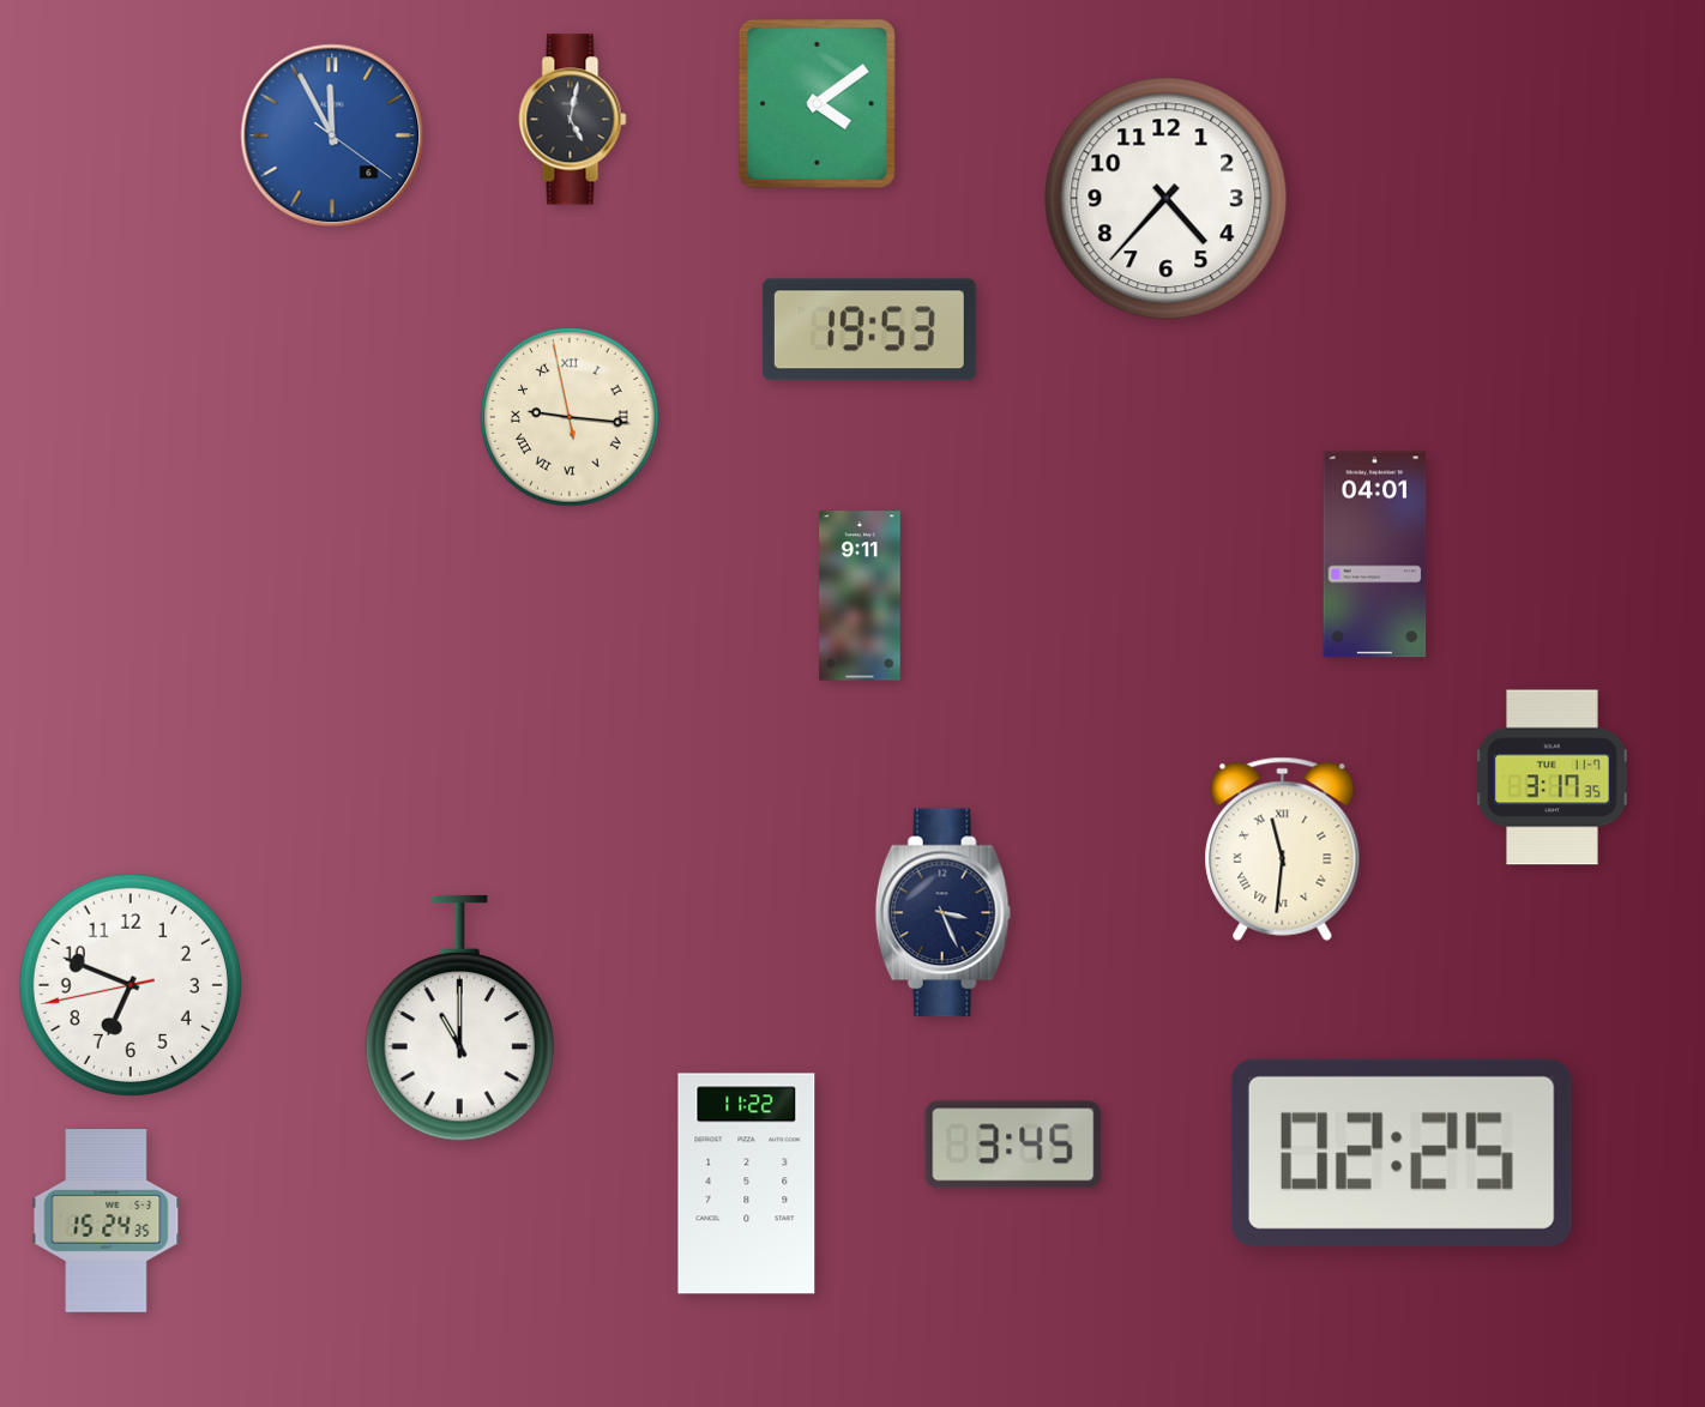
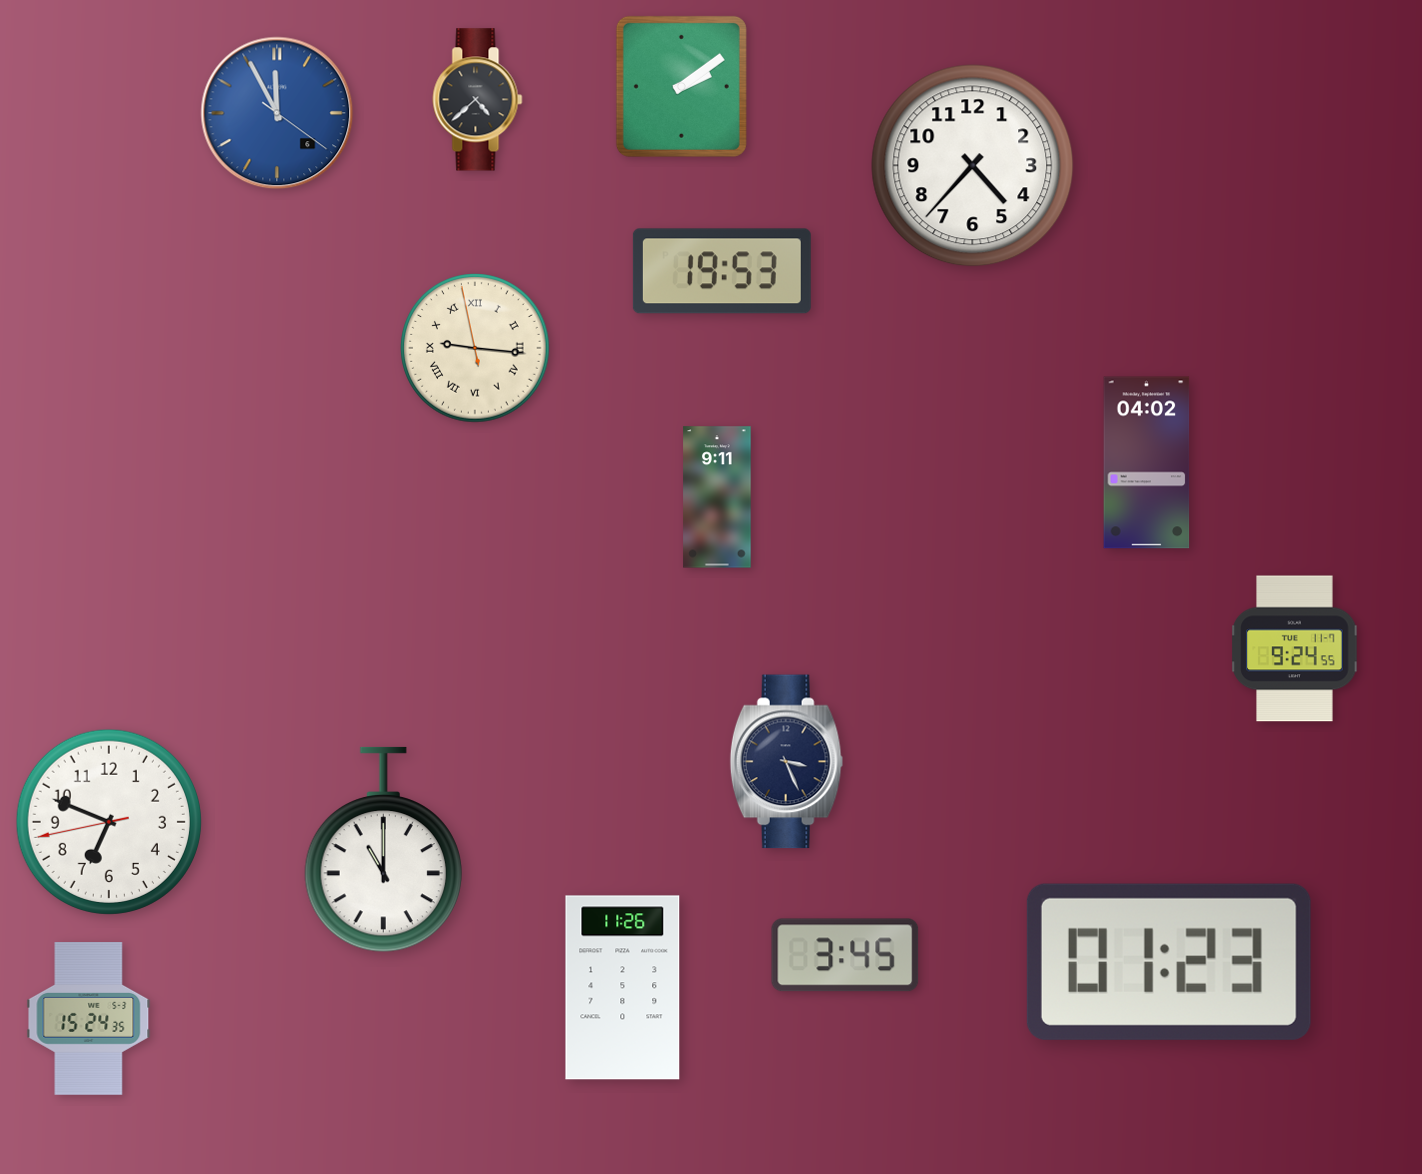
clock at (817, 103): 4:09 -> 2:09
clock at (573, 120): 5:02 -> 4:38
clock at (869, 330) position: (869, 330) -> (722, 271)
clock at (1375, 555): 04:01 -> 04:02
clock at (1553, 778): 3:17 -> 9:24
clock at (1283, 849): 11:31 -> none
clock at (1402, 1153): 02:25 -> 01:23
clock at (747, 1184): 11:22 -> 11:26
